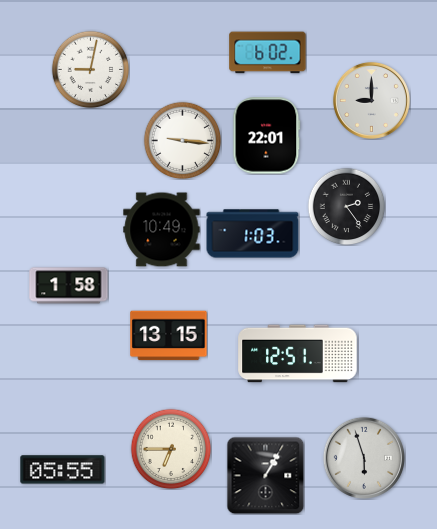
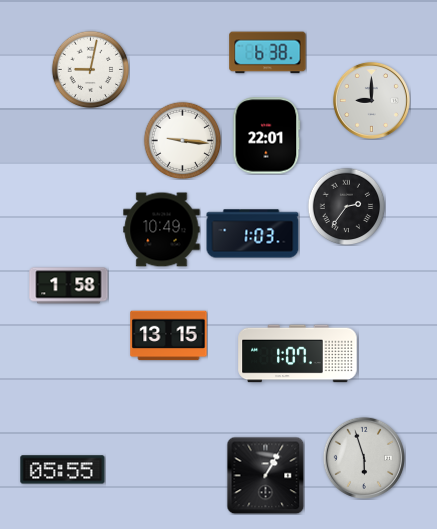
clock at (268, 53): 6:02 -> 6:38
clock at (346, 206): 2:24 -> 2:36
clock at (298, 354): 12:51 -> 1:07
clock at (171, 449): 6:45 -> none
